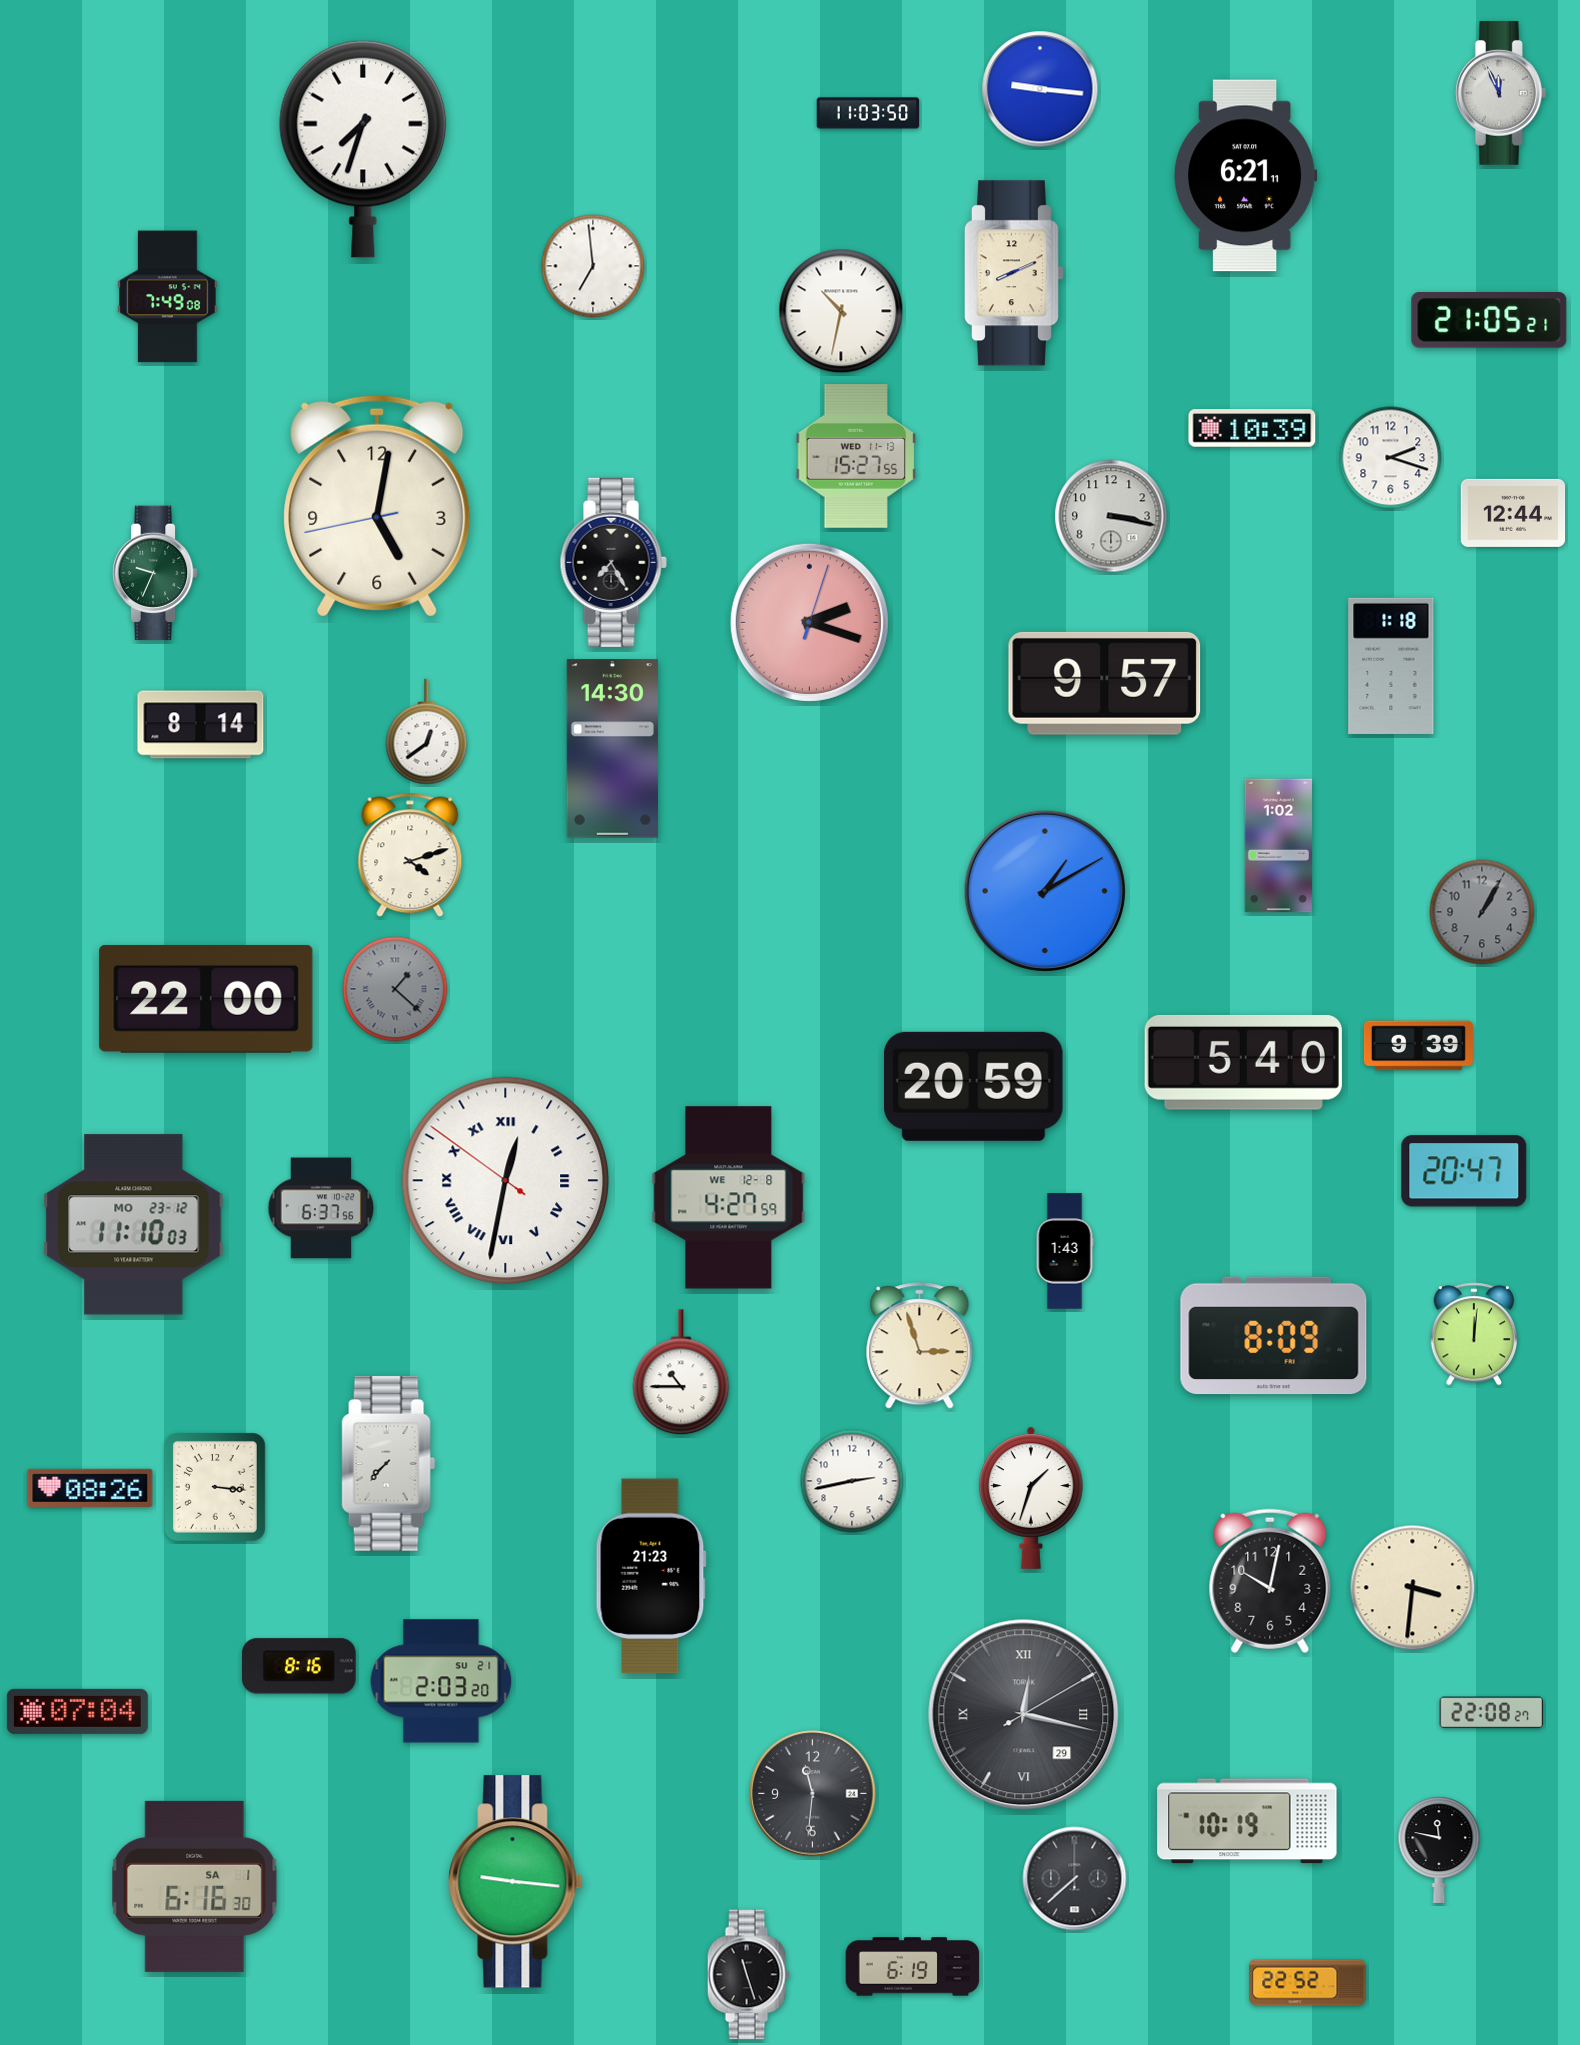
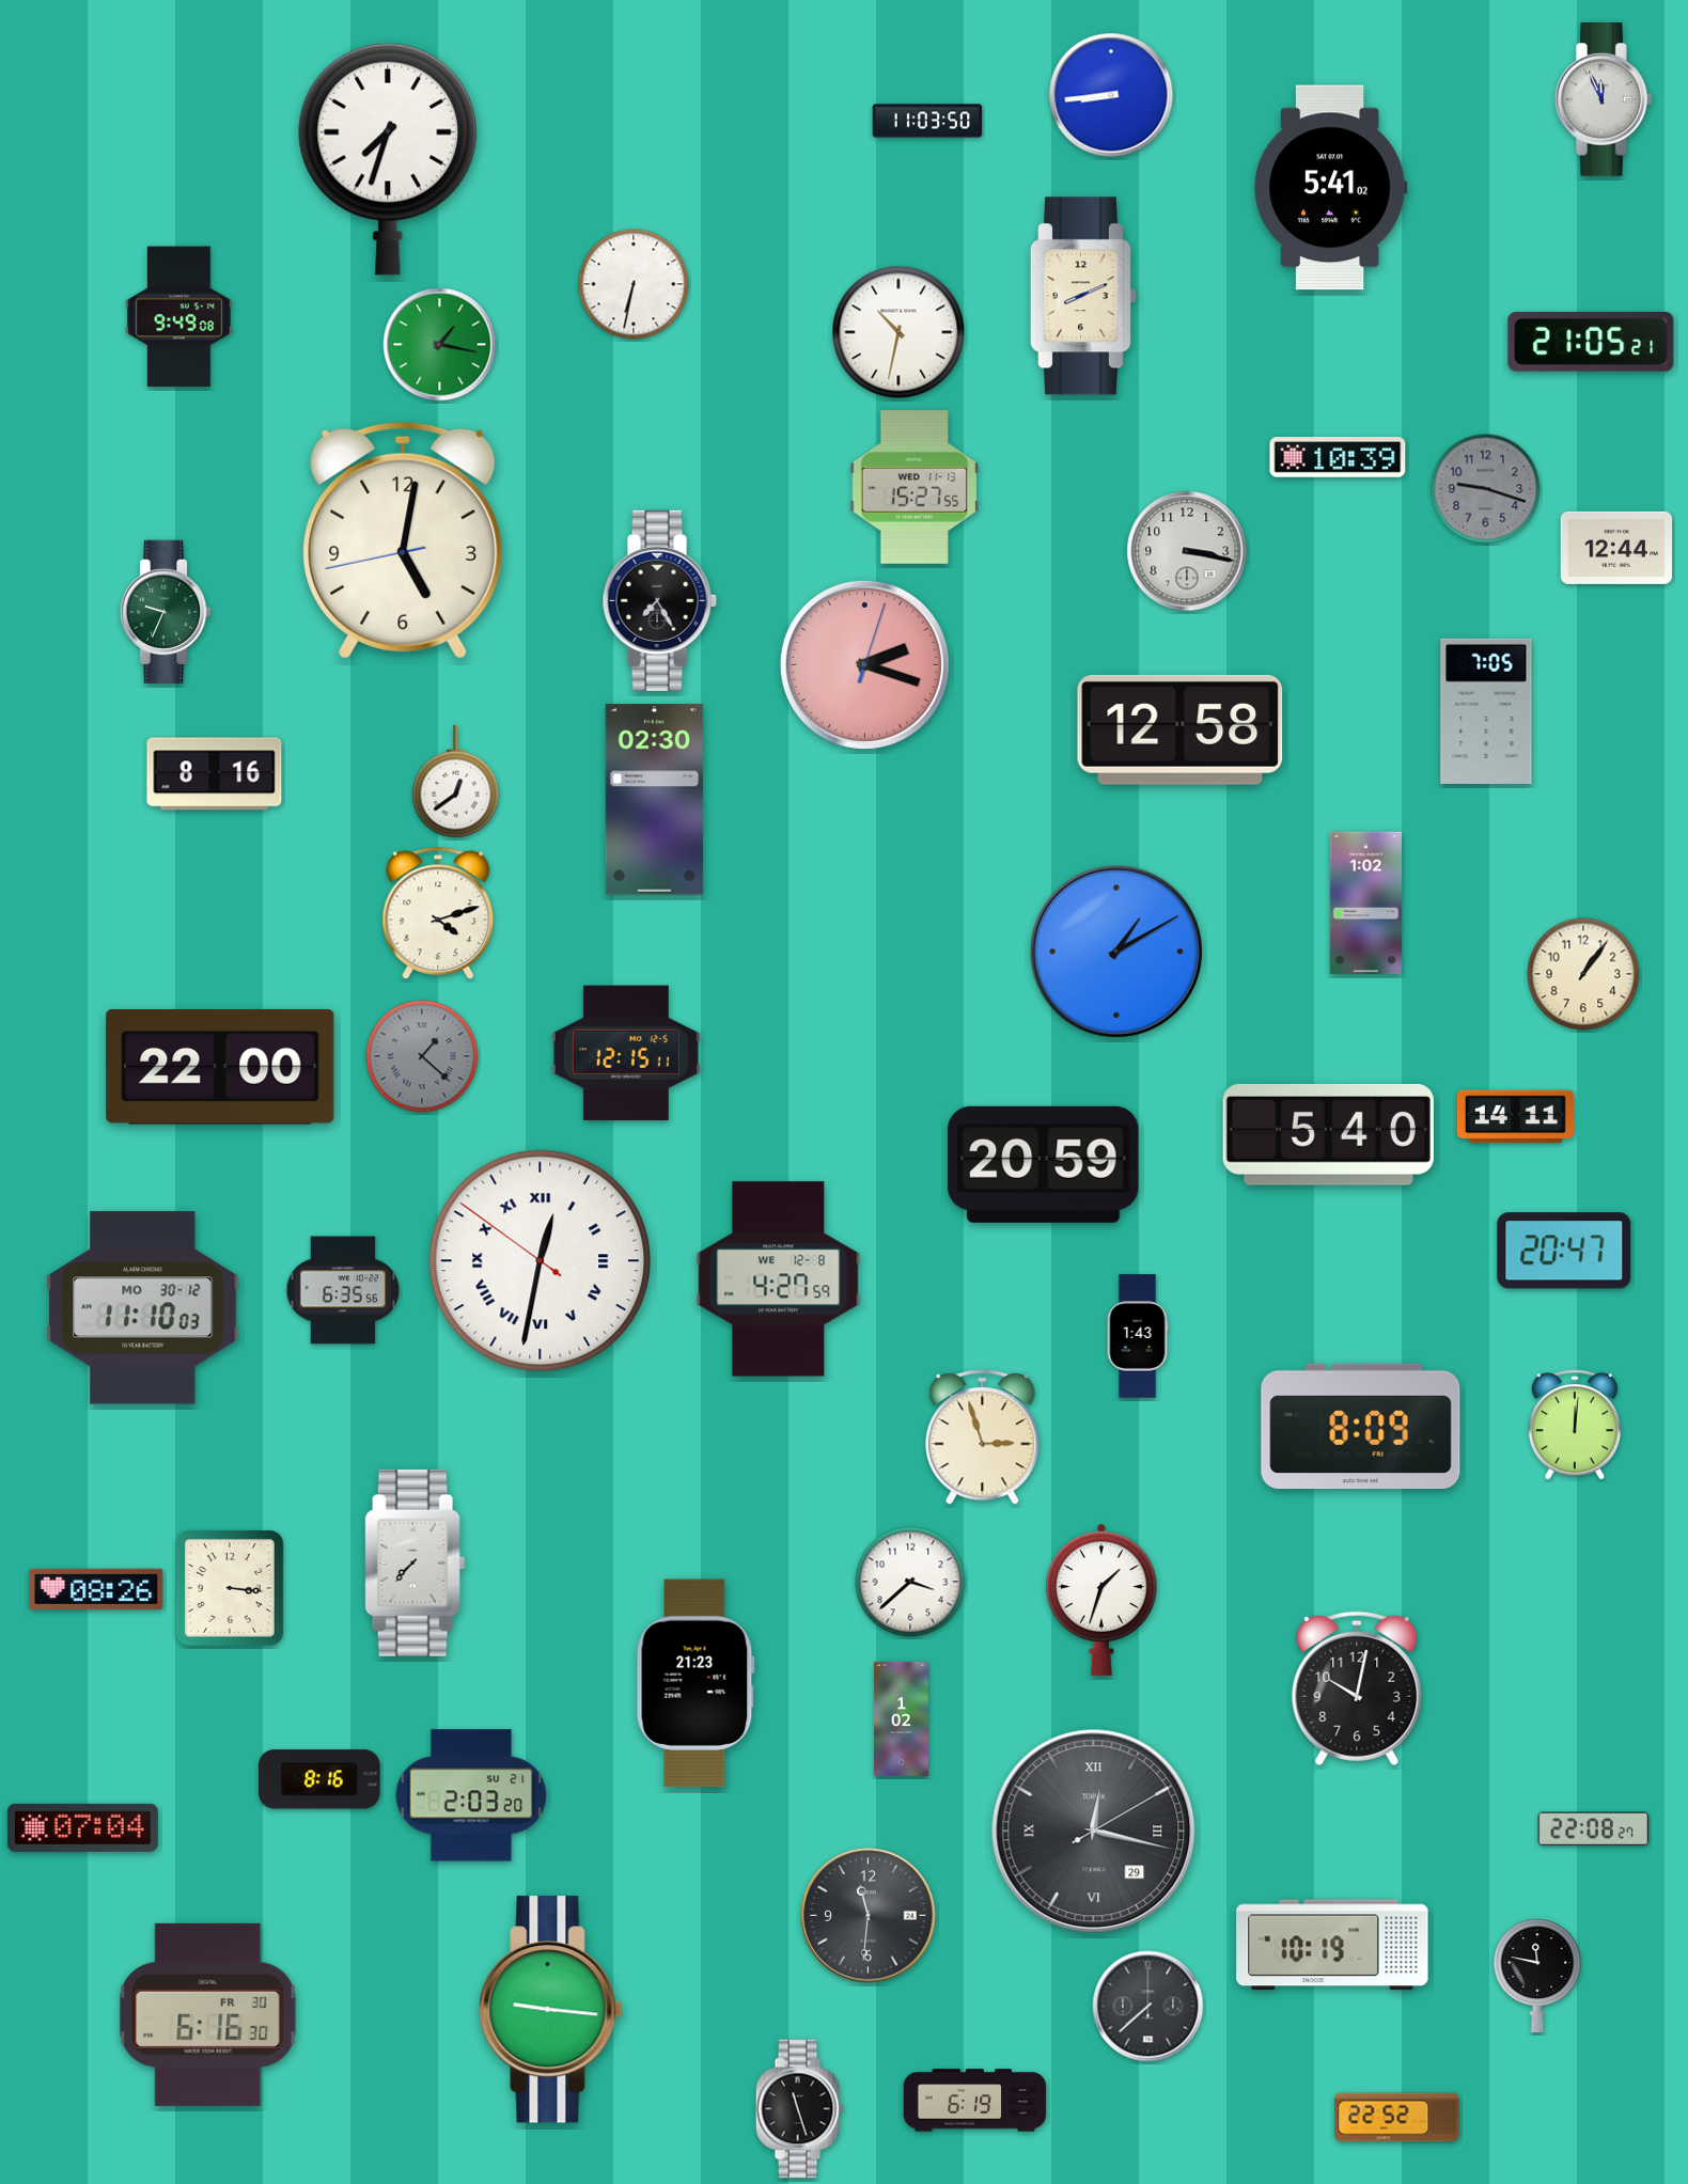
clock at (1040, 89): 9:16 -> 8:44
clock at (1246, 176): 6:21 -> 5:41
clock at (593, 266): 6:59 -> 6:32
clock at (1013, 273) position: (1013, 273) -> (1082, 296)
clock at (168, 297): 7:49 -> 9:49
clock at (440, 345): none -> 1:17
clock at (1391, 458): 2:18 -> 9:18
clock at (1391, 458) dial: white -> grey
clock at (613, 562) position: (613, 562) -> (659, 600)
clock at (1391, 666): 1:18 -> 7:05
clock at (1105, 683): 9:57 -> 12:58
clock at (201, 725): 8:14 -> 8:16
clock at (612, 749): 14:30 -> 02:30
clock at (1482, 912): 1:05 -> 1:06
clock at (1482, 912) dial: grey -> cream
clock at (626, 1053): none -> 12:15
clock at (1418, 1046): 9:39 -> 14:11
clock at (974, 1086) position: (974, 1086) -> (1044, 1164)
clock at (321, 1208): 6:37 -> 6:35
clock at (134, 1225) date: MO 23-12 -> MO 30-12
clock at (681, 1373): 10:45 -> none
clock at (852, 1481): 2:43 -> 3:38
clock at (1413, 1588): 3:31 -> none
clock at (902, 1718): none -> 1:02
clock at (195, 1886) date: SA 1 -> FR 30
